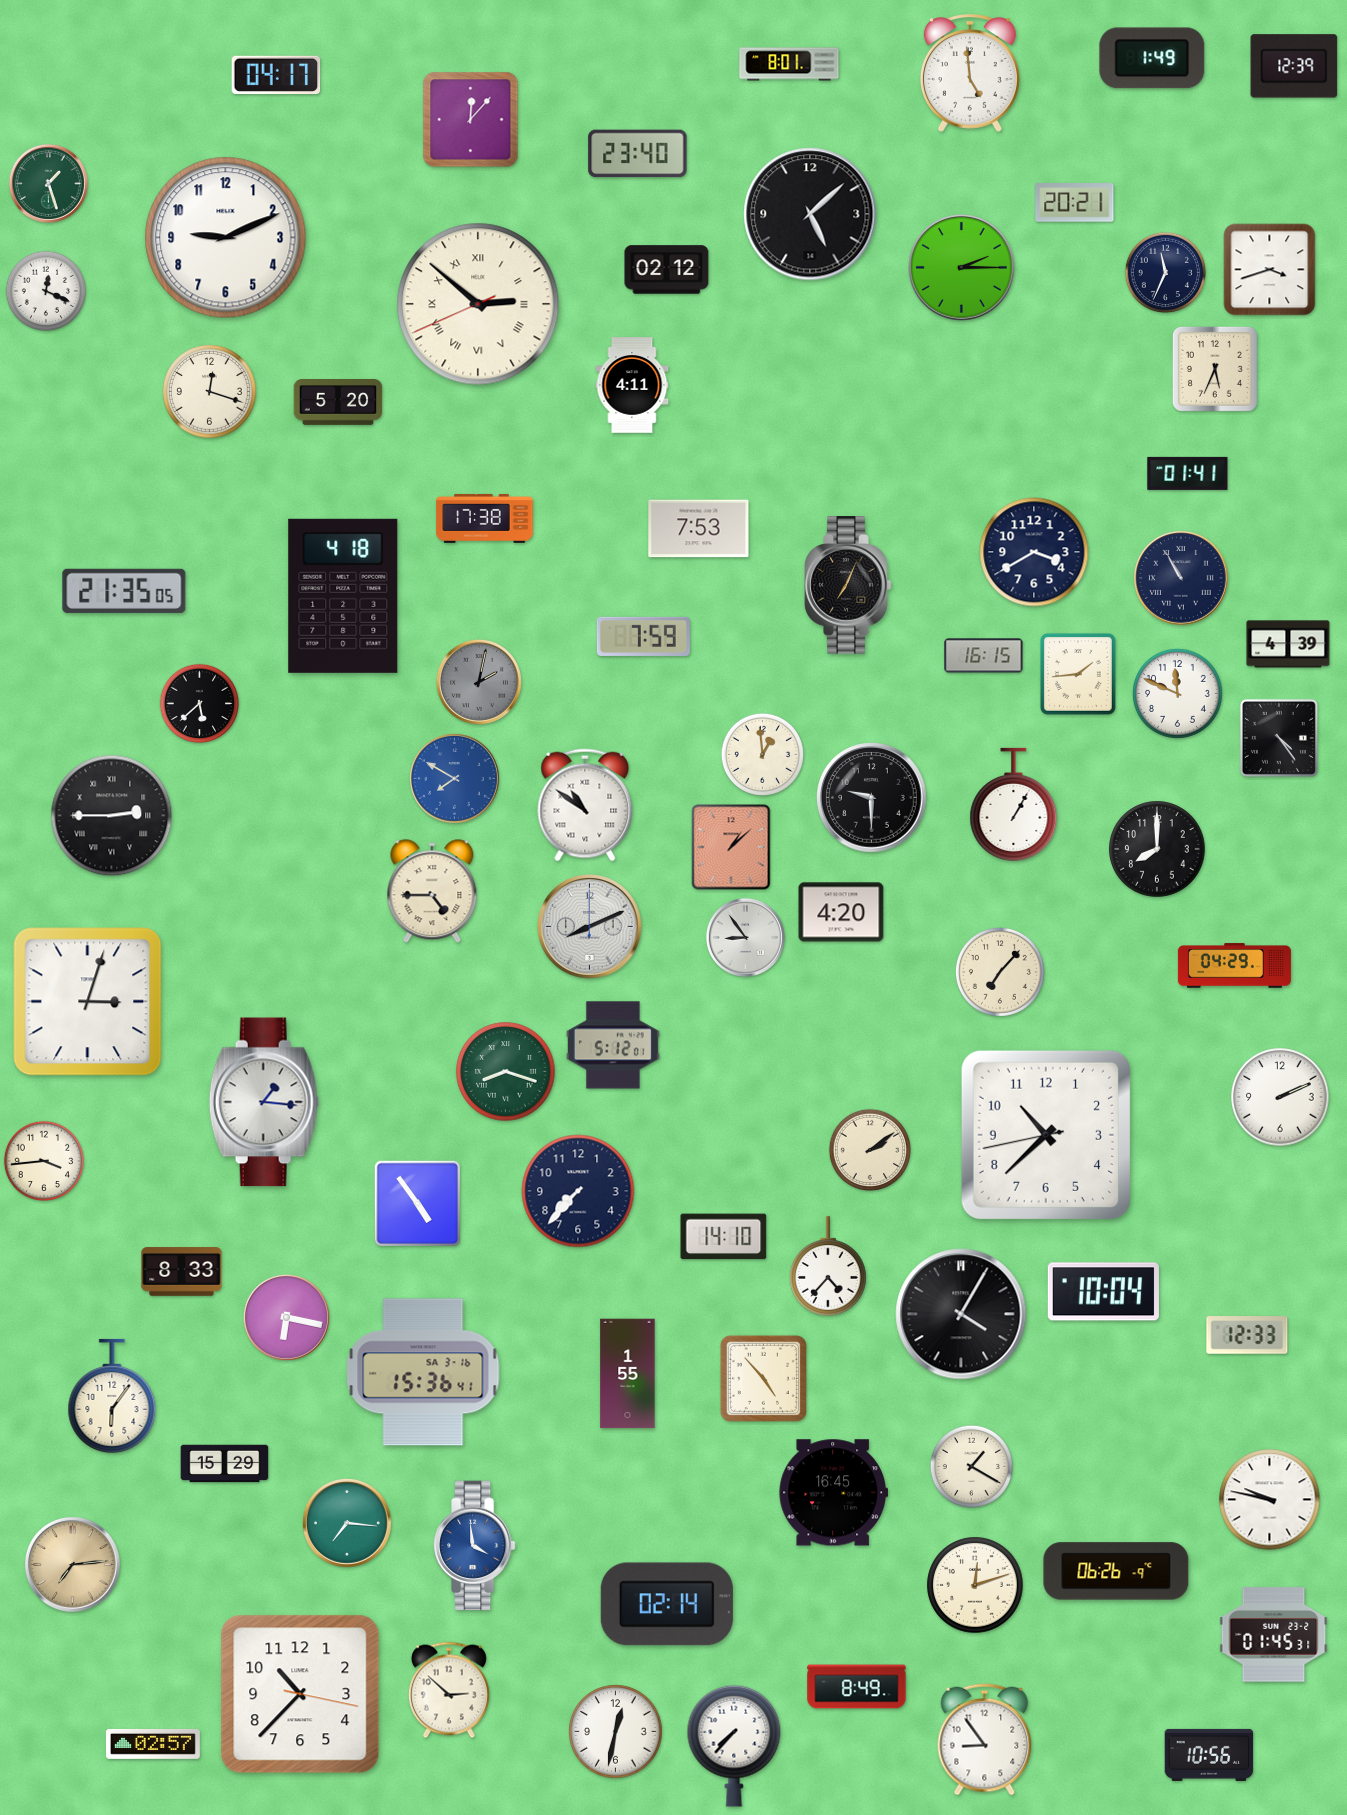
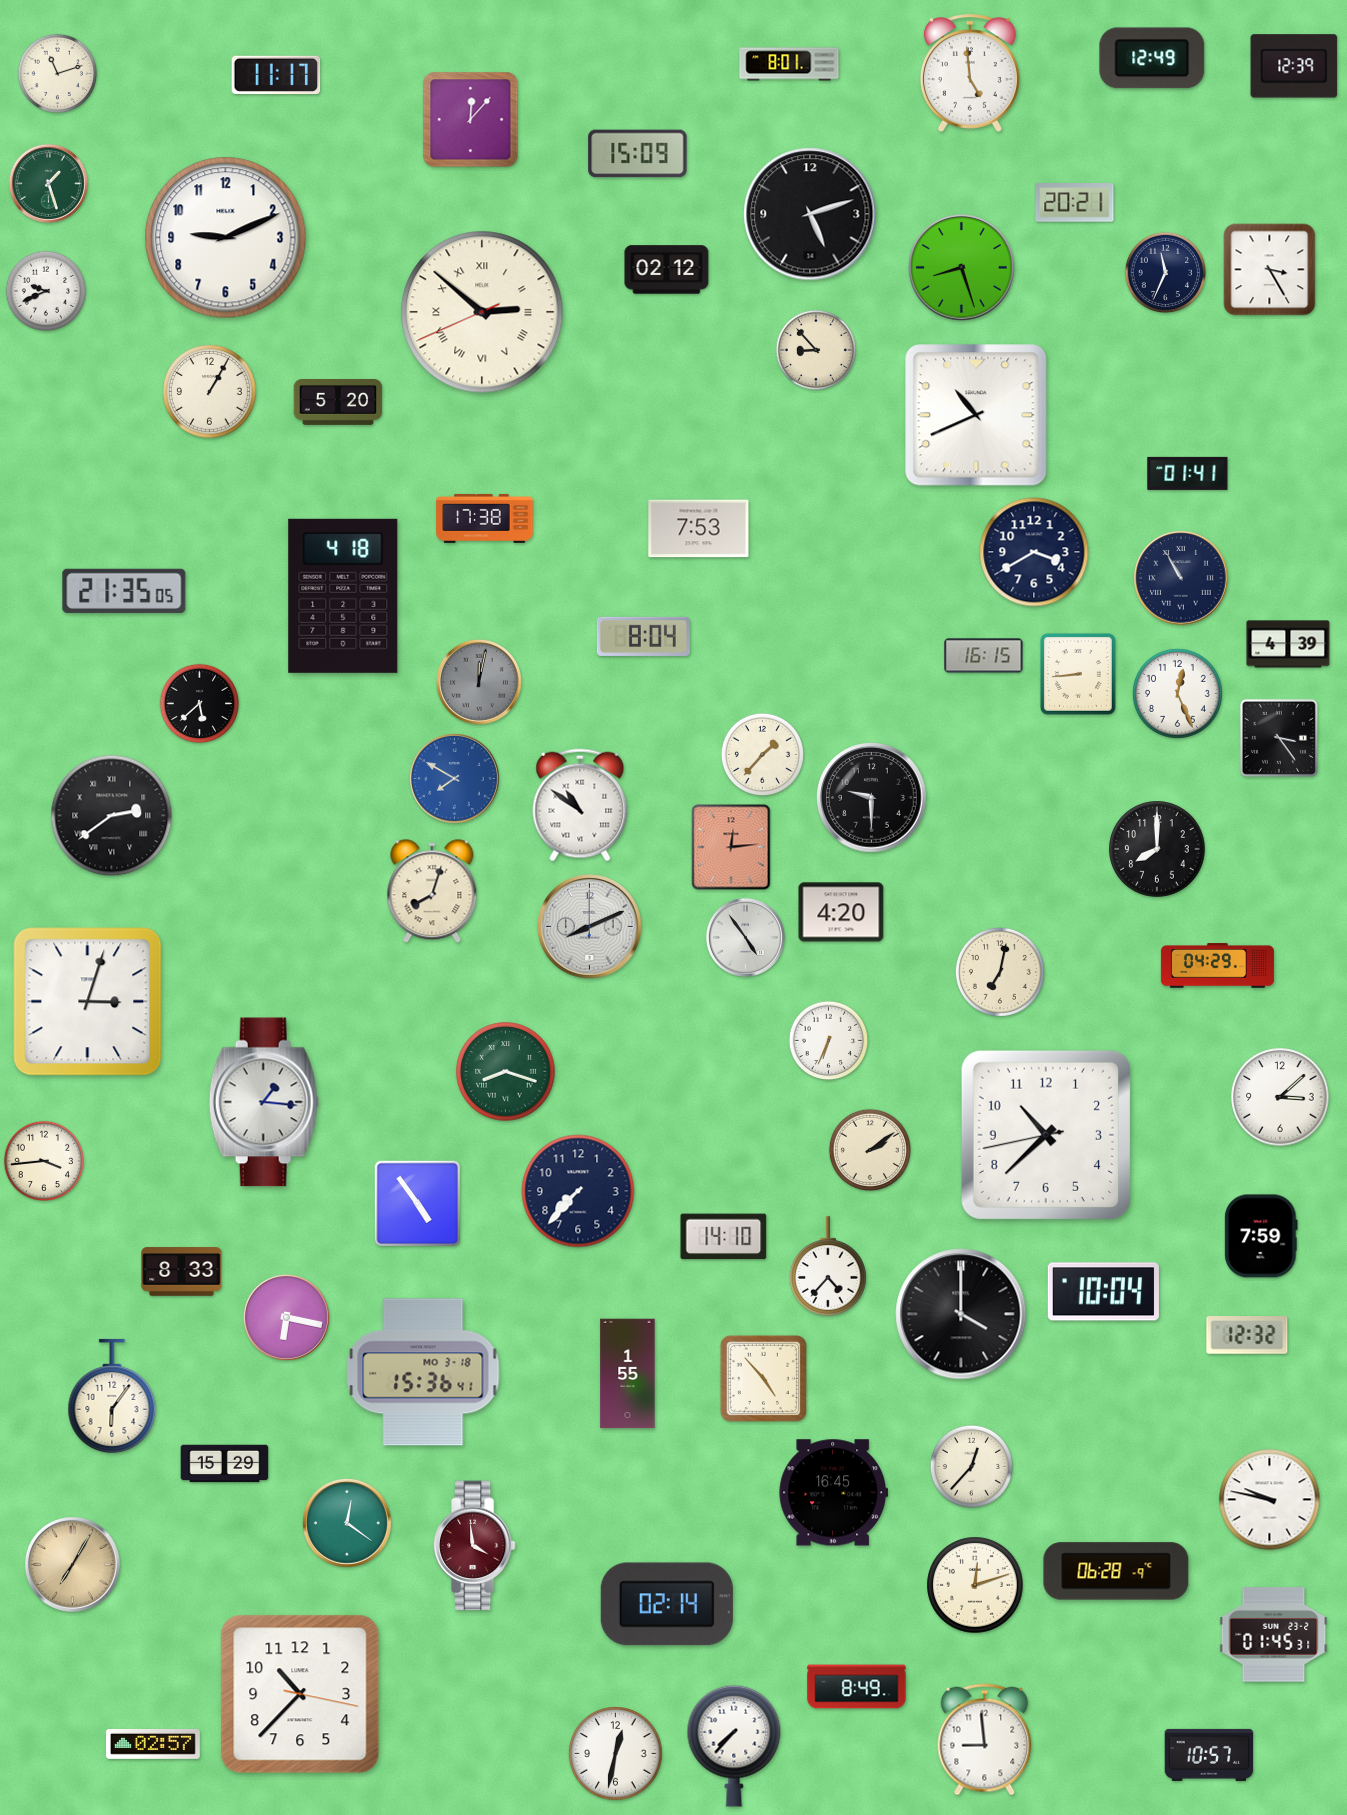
clock at (1152, 58): 1:49 -> 12:49
clock at (58, 74): none -> 11:12
clock at (276, 74): 04:17 -> 11:17
clock at (638, 154): 23:40 -> 15:09
clock at (810, 214): 5:08 -> 5:12
clock at (962, 268): 2:15 -> 8:27
clock at (1270, 270): 3:42 -> 3:25
clock at (46, 291): 12:19 -> 9:41
clock at (478, 304) position: (478, 304) -> (482, 312)
clock at (816, 350): none -> 8:53
clock at (1215, 369): 5:34 -> none
clock at (632, 385): 4:11 -> none
clock at (210, 392): 12:18 -> 1:05
clock at (976, 415): none -> 10:41
clock at (848, 585): 7:04 -> none
clock at (643, 636): 7:59 -> 8:04
clock at (1078, 674): 1:44 -> 8:44
clock at (479, 682): 2:02 -> 12:02
clock at (1177, 693): 11:49 -> 12:26
clock at (1279, 738): 4:24 -> 3:24
clock at (762, 754): 12:59 -> 1:37
clock at (1014, 804): 1:05 -> none
clock at (585, 805) position: (585, 805) -> (580, 805)
clock at (112, 816): 2:45 -> 2:39
clock at (731, 847): 1:08 -> 12:14
clock at (432, 892): 4:45 -> 8:03
clock at (745, 937): 8:54 -> 4:54
clock at (1234, 966) position: (1234, 966) -> (1217, 966)
clock at (1000, 972): 7:07 -> 7:02
clock at (829, 1041): none -> 6:34
clock at (613, 1045): 5:12 -> none
clock at (1280, 1097): 2:11 -> 3:08
clock at (1261, 1236): none -> 7:59
clock at (961, 1314): 4:05 -> 4:00
clock at (1247, 1336): 12:33 -> 12:32
clock at (423, 1372) date: SA 3-16 -> MO 3-18
clock at (971, 1466): 1:20 -> 12:37
clock at (347, 1523): 7:16 -> 12:21
clock at (474, 1546) dial: blue -> burgundy
clock at (73, 1565): 7:14 -> 7:05
clock at (1116, 1571): 06:26 -> 06:28
clock at (449, 1690): 2:52 -> none
clock at (616, 1732) position: (616, 1732) -> (616, 1754)
clock at (985, 1740): 8:54 -> 8:59
clock at (1209, 1755): 10:56 -> 10:57
